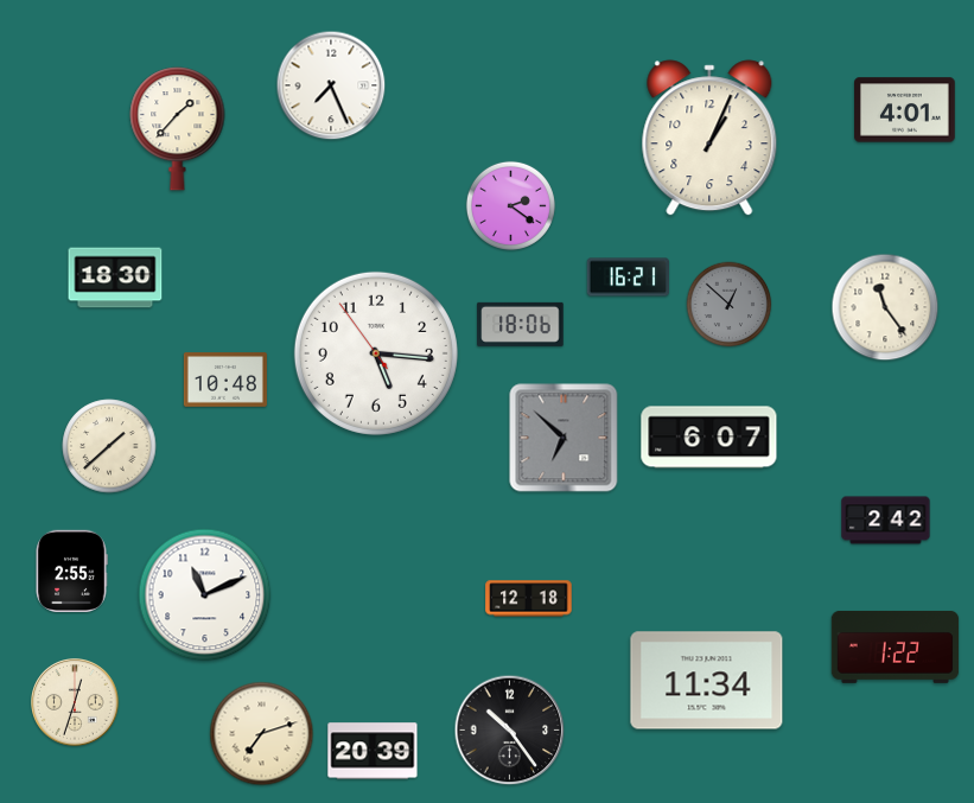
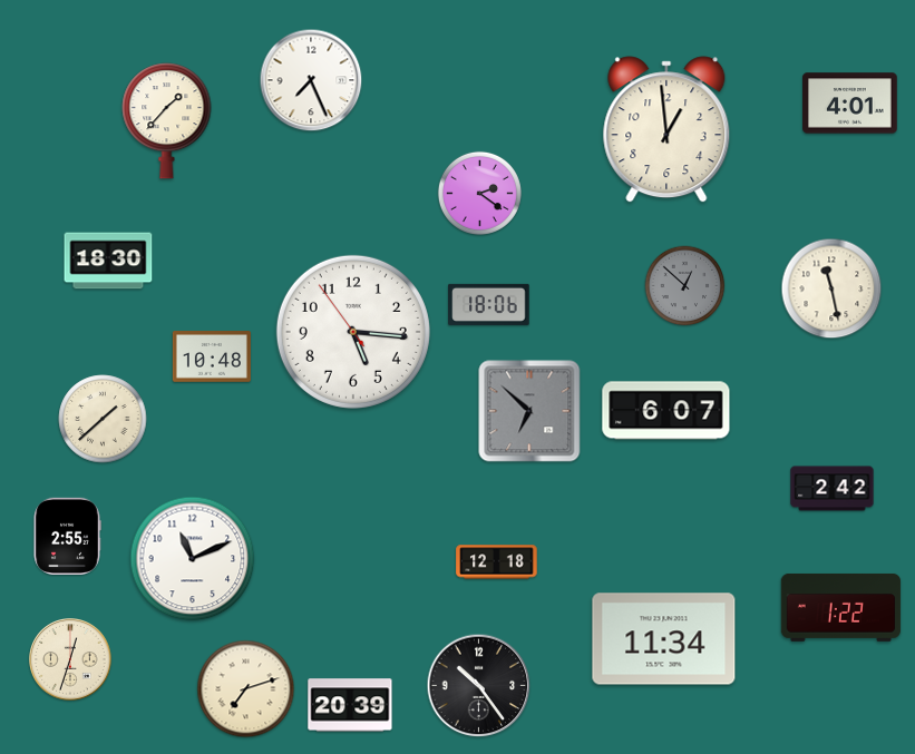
clock at (709, 138): 1:04 -> 12:59
clock at (628, 278): 16:21 -> none
clock at (885, 307): 11:24 -> 11:28
